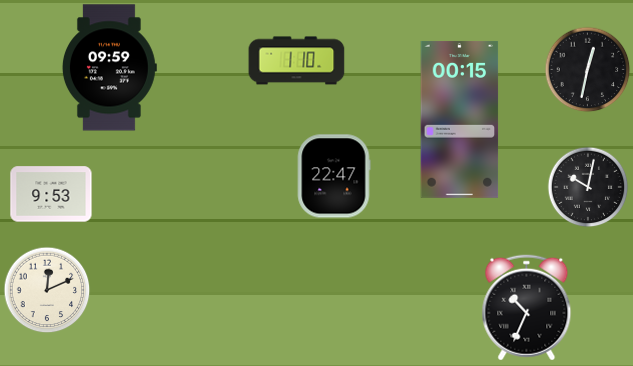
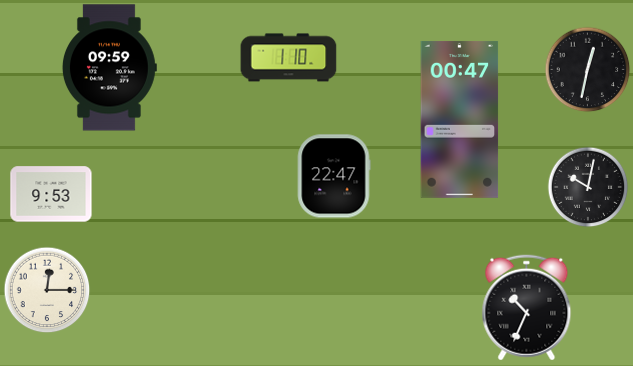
clock at (297, 61) position: (297, 61) -> (289, 58)
clock at (460, 119): 00:15 -> 00:47
clock at (47, 290): 12:11 -> 12:15
